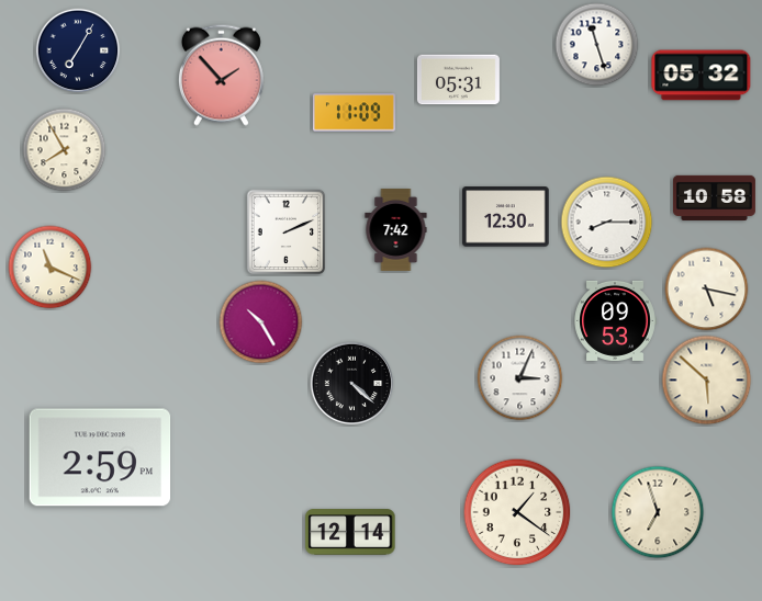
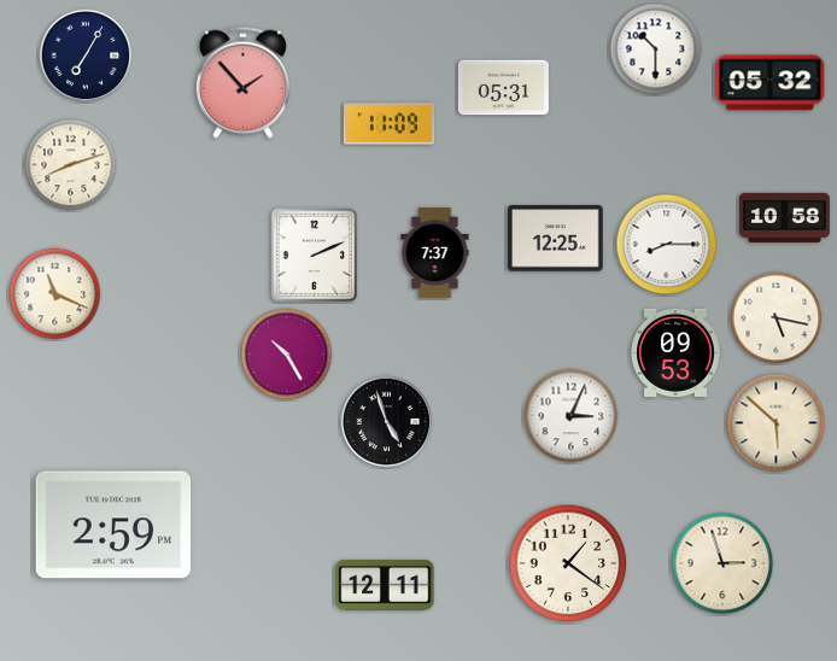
clock at (597, 45): 11:27 -> 10:30
clock at (65, 150): 7:55 -> 8:12
clock at (506, 217): 12:30 -> 12:25
clock at (396, 229): 7:42 -> 7:37
clock at (707, 381) position: (707, 381) -> (777, 423)
clock at (352, 384): 4:22 -> 4:57
clock at (100, 457) position: (100, 457) -> (113, 525)
clock at (658, 512): 6:57 -> 2:57
clock at (350, 532): 12:14 -> 12:11
